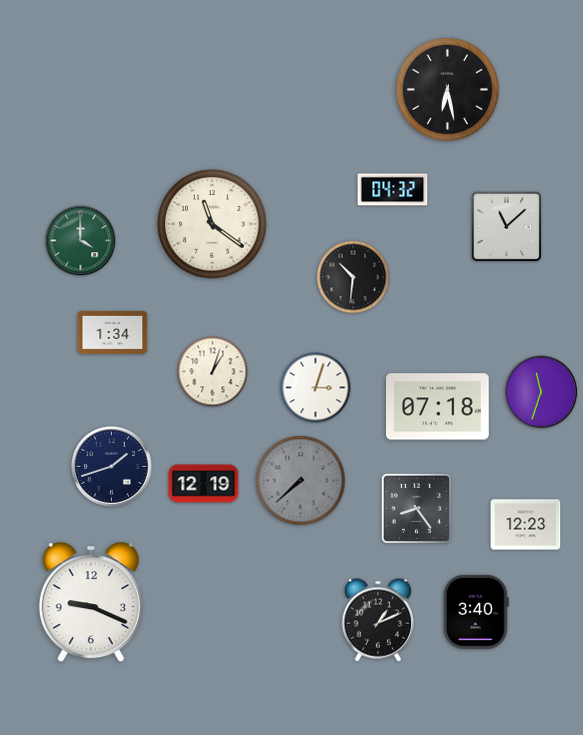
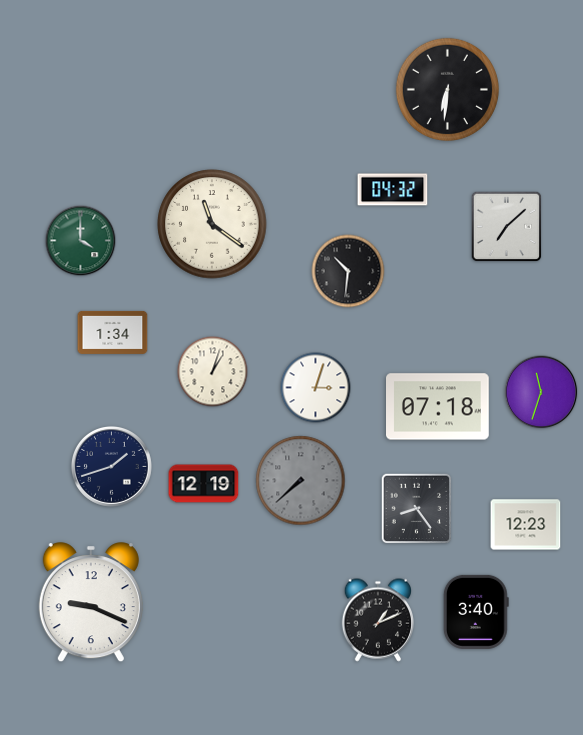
clock at (447, 89): 6:28 -> 6:31
clock at (507, 227): 11:08 -> 7:08
clock at (353, 277) position: (353, 277) -> (348, 271)
